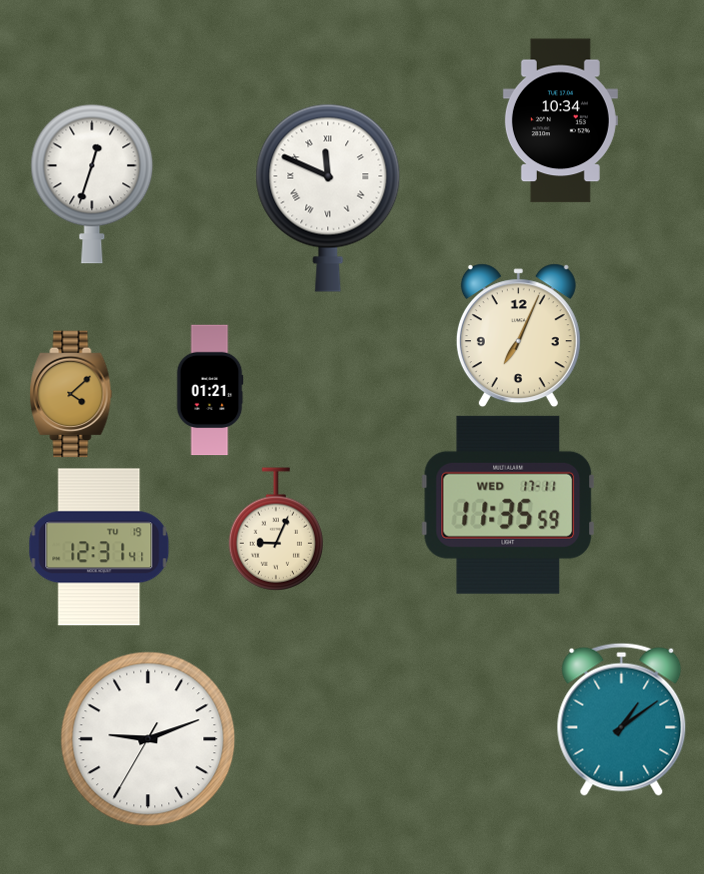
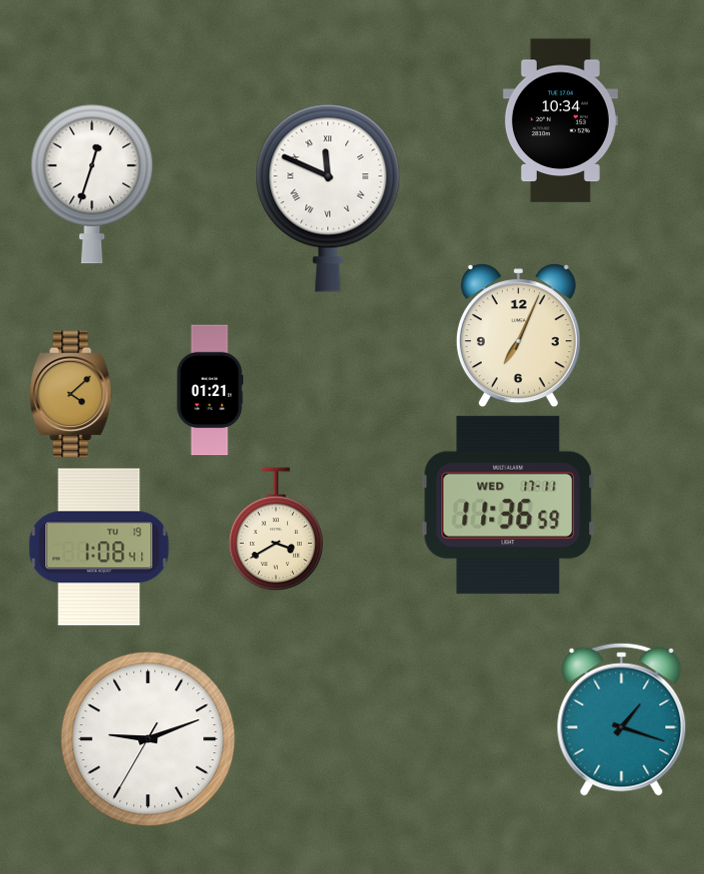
clock at (508, 505): 11:35 -> 11:36
clock at (275, 529): 9:04 -> 3:40
clock at (99, 547): 12:31 -> 1:08
clock at (622, 719): 1:09 -> 1:18
